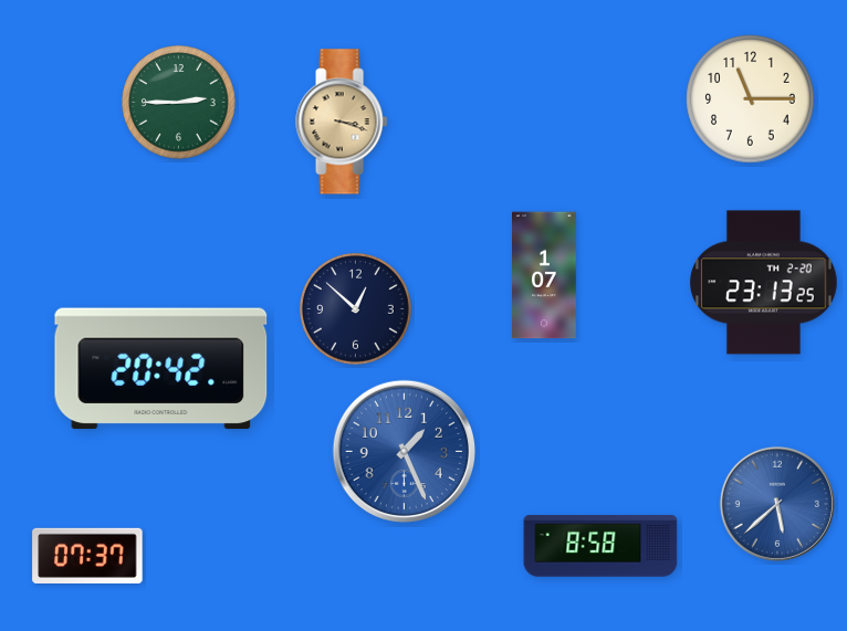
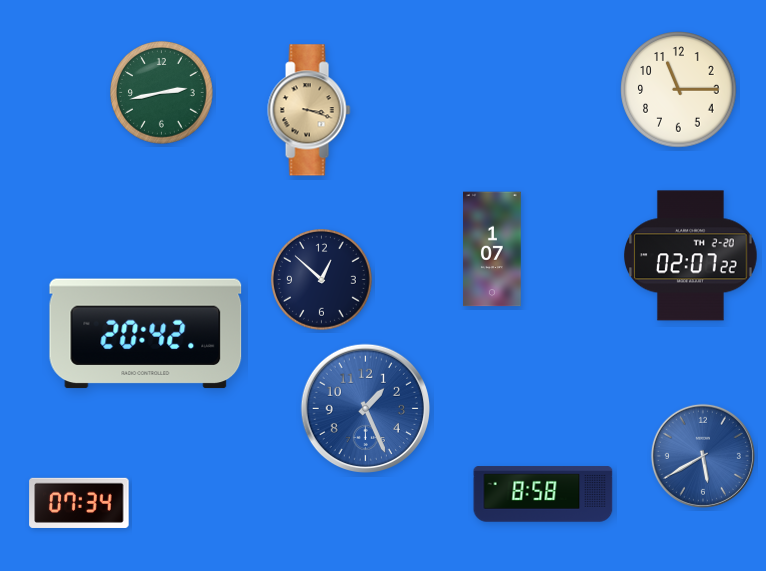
clock at (179, 103): 2:45 -> 2:43
clock at (764, 283): 23:13 -> 02:07
clock at (777, 504): 5:38 -> 5:40
clock at (87, 556): 07:37 -> 07:34
